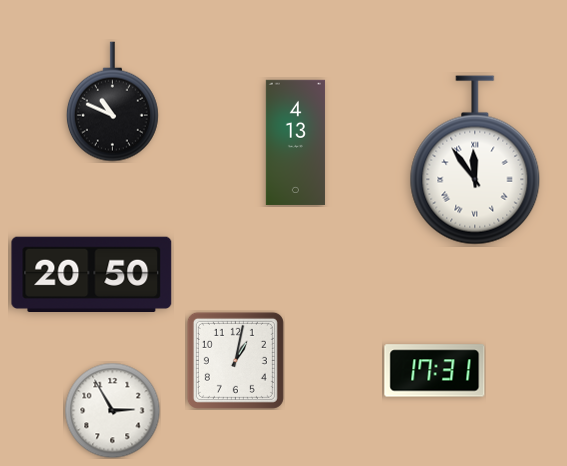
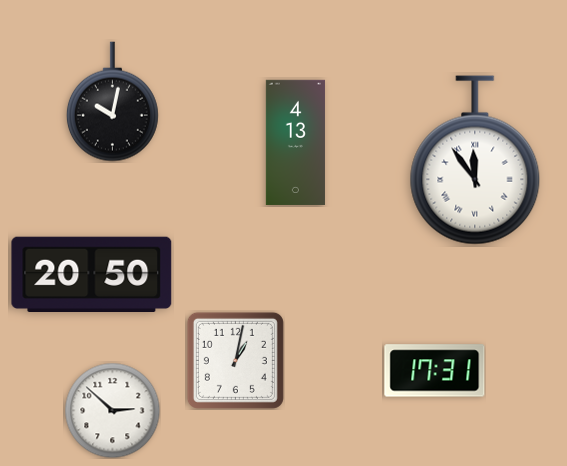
clock at (112, 102): 10:49 -> 10:02
clock at (112, 410): 2:55 -> 2:52
